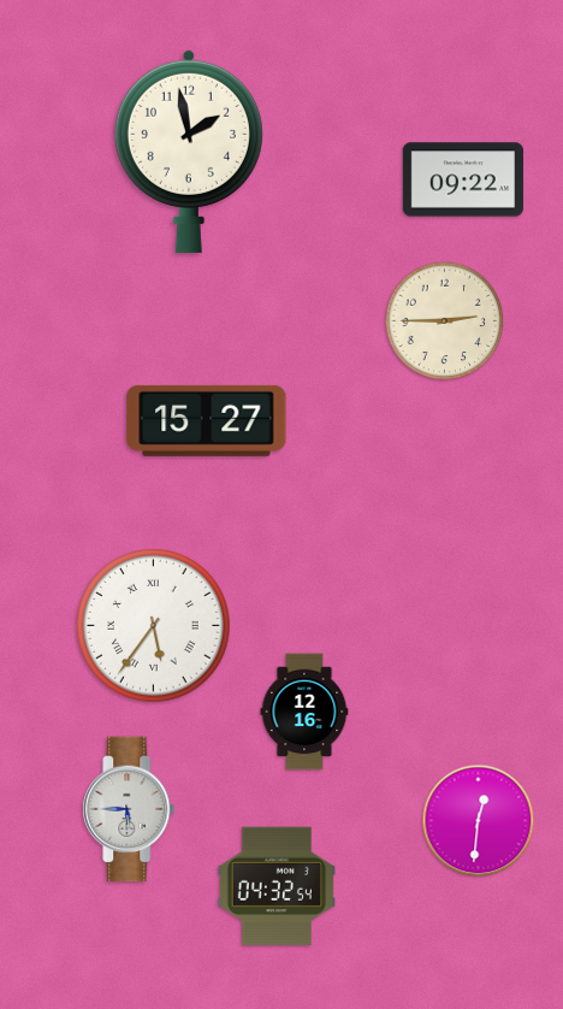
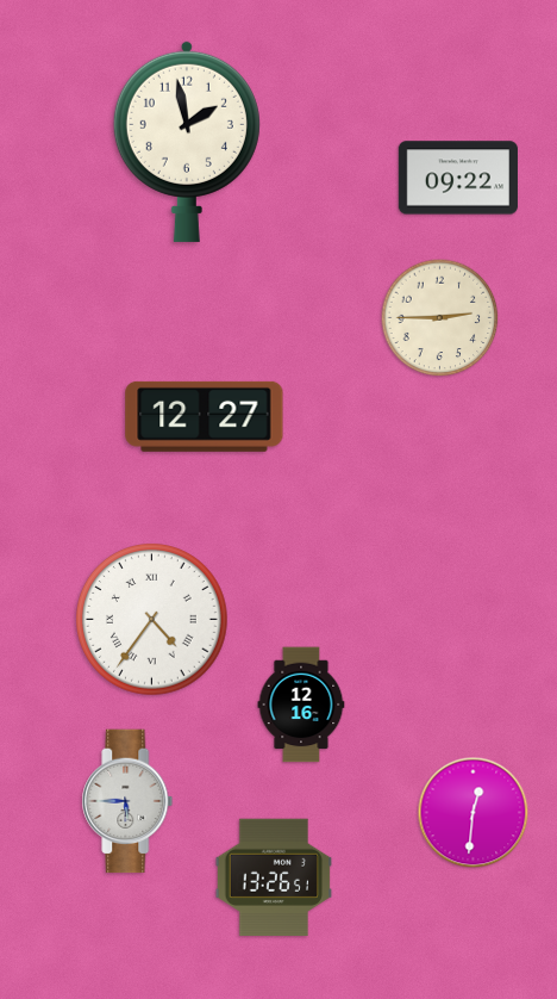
clock at (189, 151) position: (189, 151) -> (187, 141)
clock at (207, 420): 15:27 -> 12:27
clock at (154, 626): 5:36 -> 4:36
clock at (277, 886): 04:32 -> 13:26
